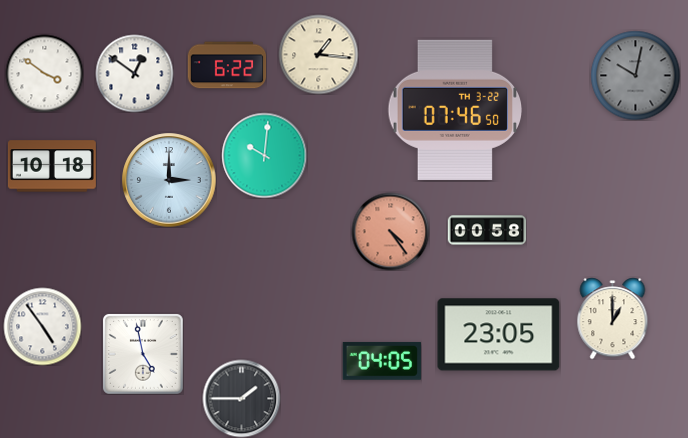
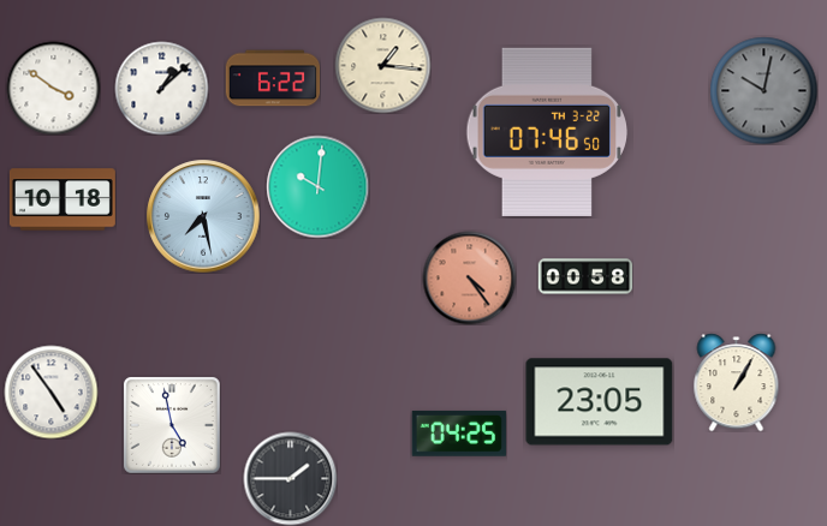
clock at (134, 73): 12:51 -> 1:08
clock at (169, 180): 3:00 -> 7:28
clock at (613, 318): 1:00 -> 1:05
clock at (382, 361): 04:05 -> 04:25
